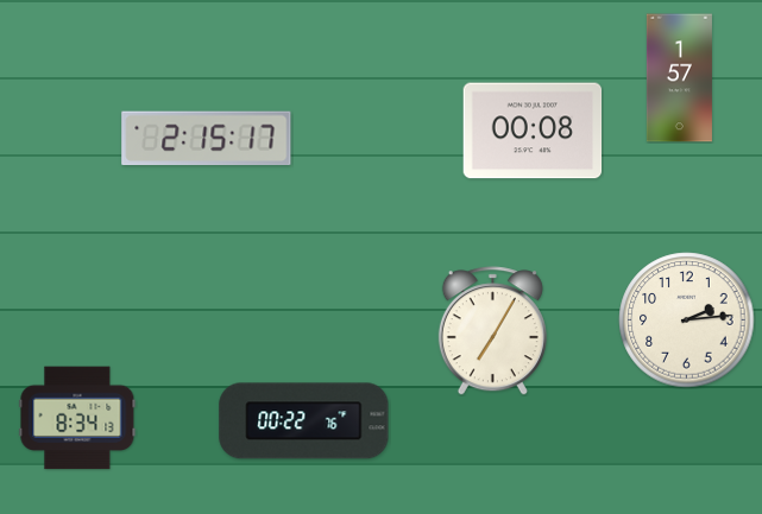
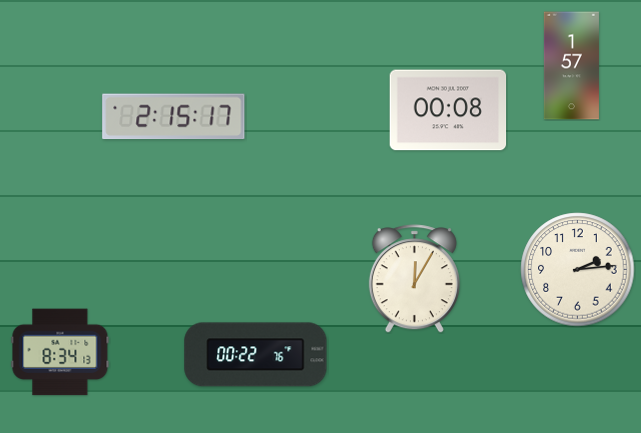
clock at (492, 331): 7:05 -> 12:05
clock at (77, 418) position: (77, 418) -> (60, 352)
